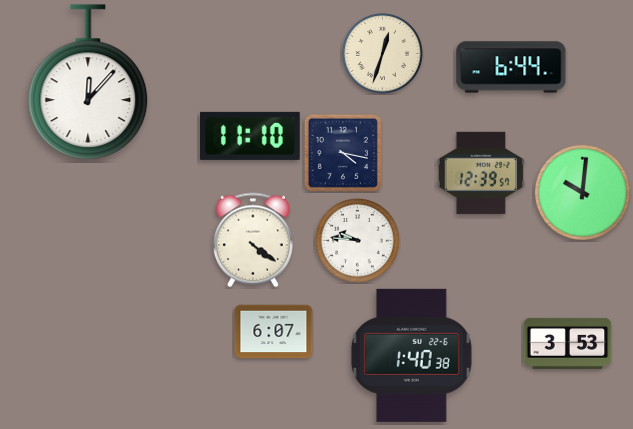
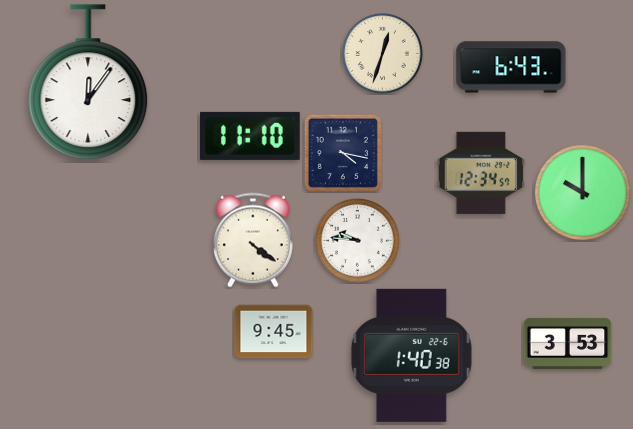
clock at (511, 67): 6:44 -> 6:43
clock at (88, 82): 12:07 -> 12:06
clock at (481, 173): 12:39 -> 12:34
clock at (582, 192): 10:01 -> 10:00
clock at (274, 332): 6:07 -> 9:45
